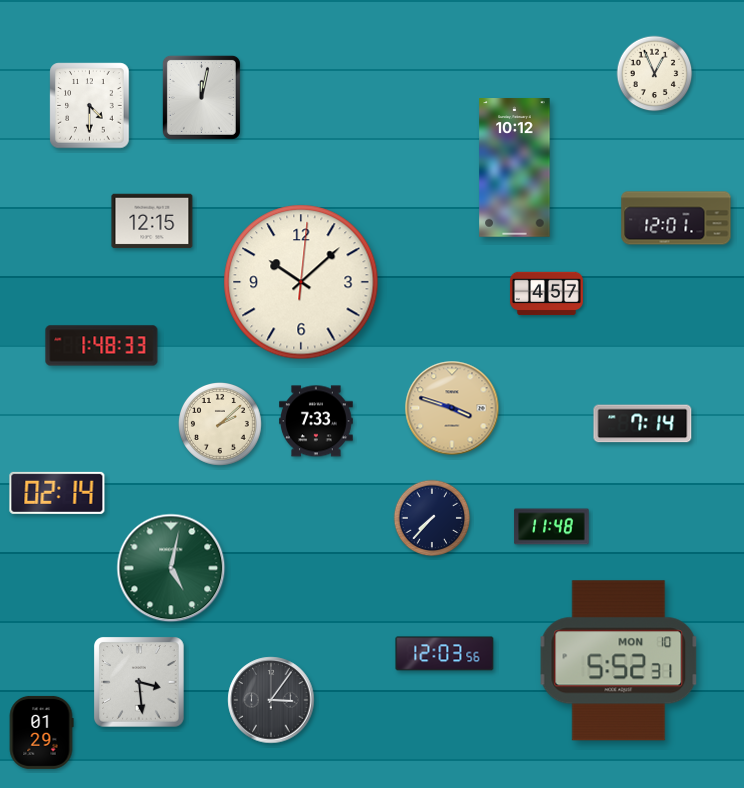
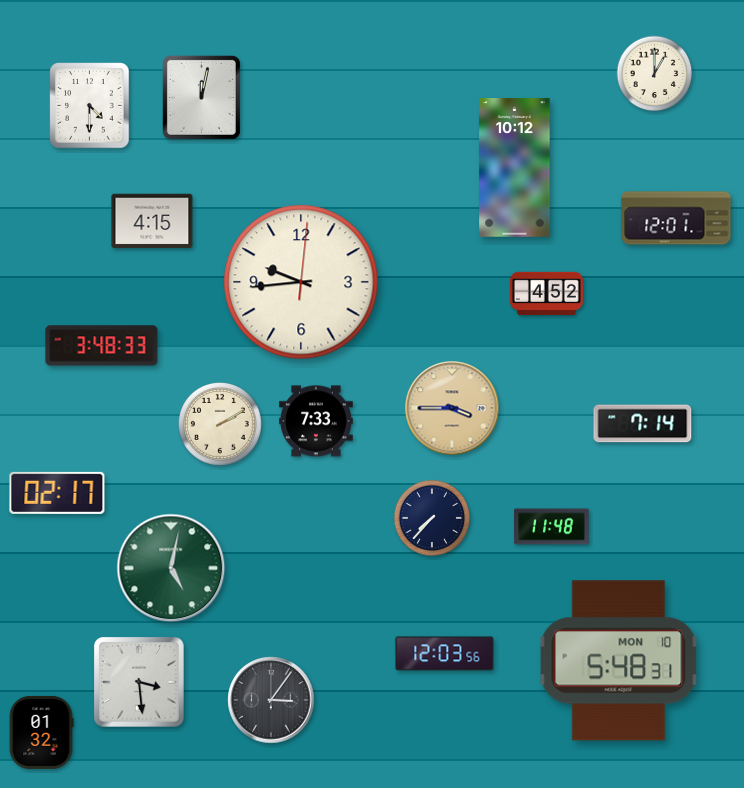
clock at (655, 74): 12:56 -> 1:00
clock at (152, 221): 12:15 -> 4:15
clock at (301, 282): 10:08 -> 9:44
clock at (546, 294): 4:57 -> 4:52
clock at (102, 346): 1:48 -> 3:48
clock at (452, 408): 3:48 -> 3:45
clock at (221, 425): 2:08 -> 2:10
clock at (57, 493): 02:14 -> 02:17
clock at (619, 661): 5:52 -> 5:48
clock at (41, 732): 01:29 -> 01:32
